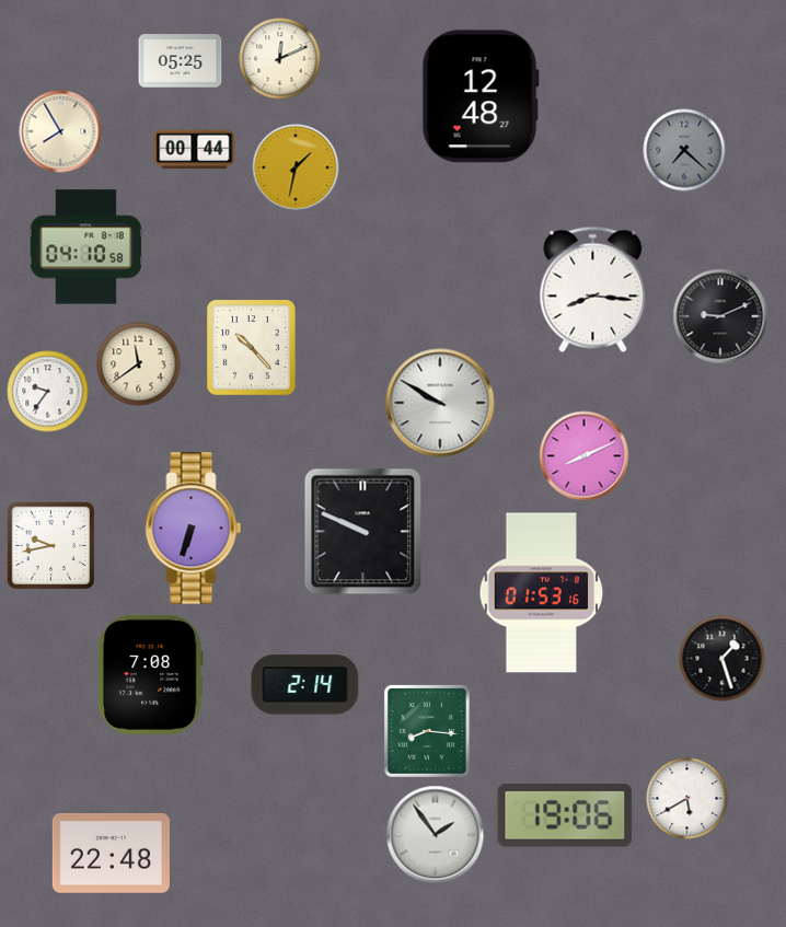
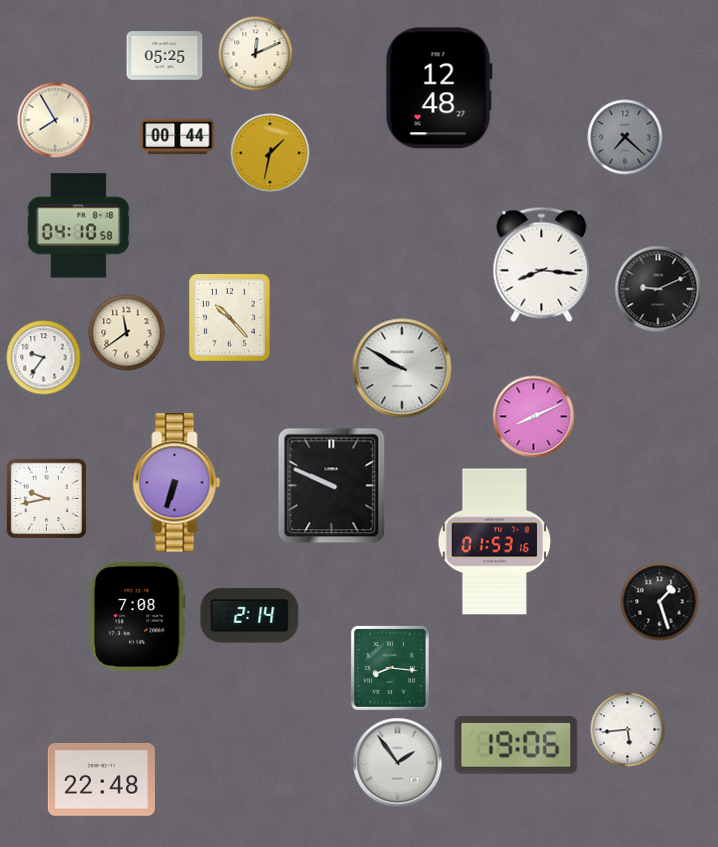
clock at (305, 685) position: (305, 685) -> (250, 616)
clock at (687, 799): 5:40 -> 5:44
